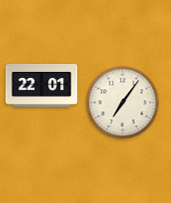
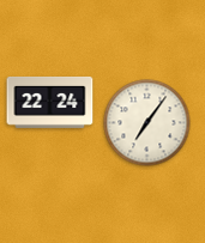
clock at (42, 85): 22:01 -> 22:24
